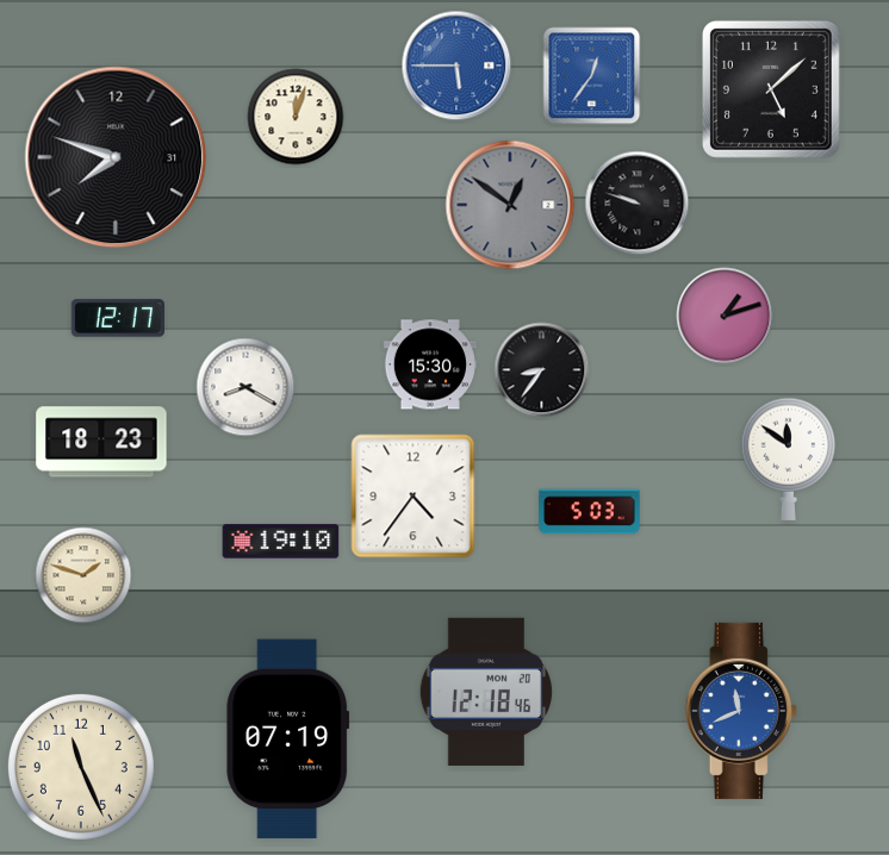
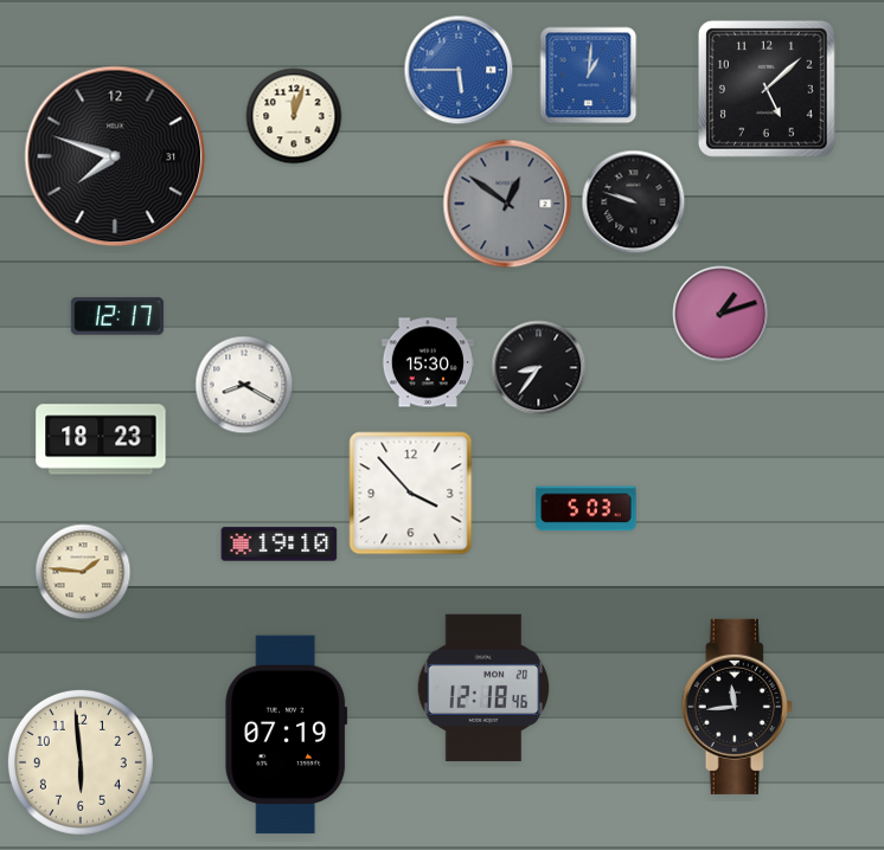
clock at (456, 65) position: (456, 65) -> (459, 70)
clock at (592, 76): 12:36 -> 1:01
clock at (789, 458): 11:51 -> none
clock at (414, 497): 4:36 -> 3:53
clock at (281, 542) position: (281, 542) -> (280, 545)
clock at (83, 575): 1:48 -> 1:46
clock at (741, 711): 11:41 -> 11:44
clock at (741, 711) dial: blue -> black
clock at (81, 767): 11:26 -> 5:59
